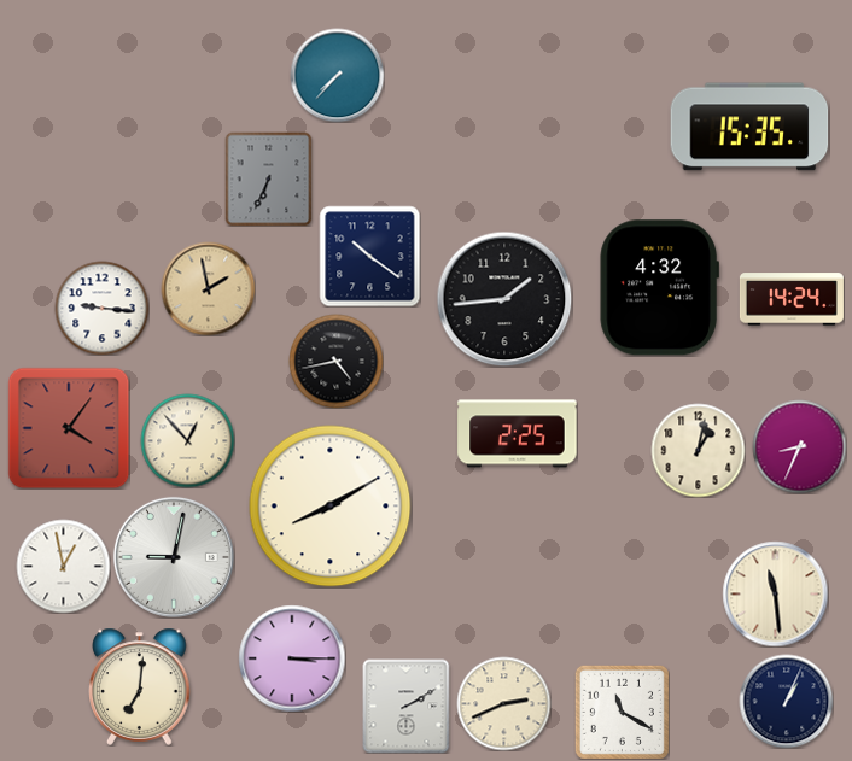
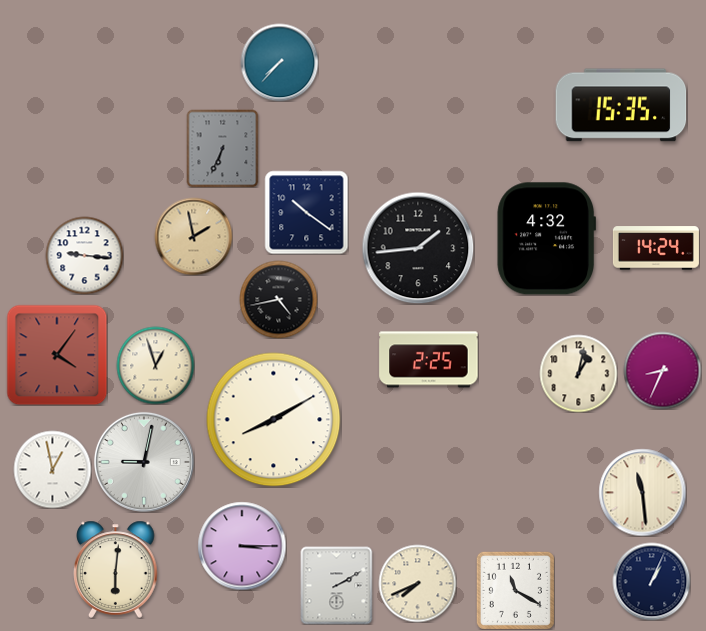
clock at (208, 288) position: (208, 288) -> (193, 236)
clock at (187, 440): 12:53 -> 12:57
clock at (140, 686): 7:01 -> 6:01
clock at (503, 703): 2:41 -> 7:41
